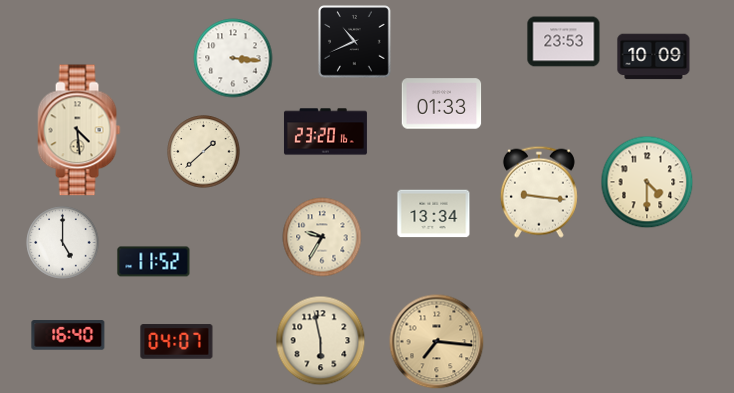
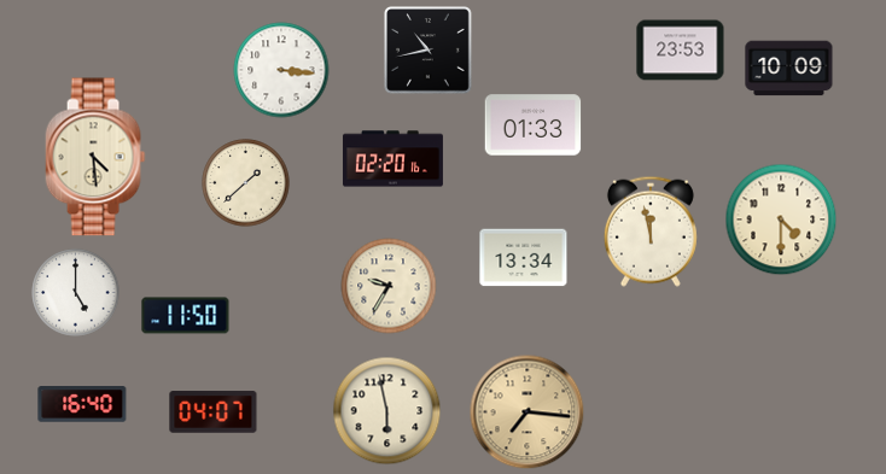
clock at (355, 42): 10:41 -> 10:43
clock at (325, 132): 23:20 -> 02:20
clock at (539, 192): 9:16 -> 11:58
clock at (154, 262): 11:52 -> 11:50
